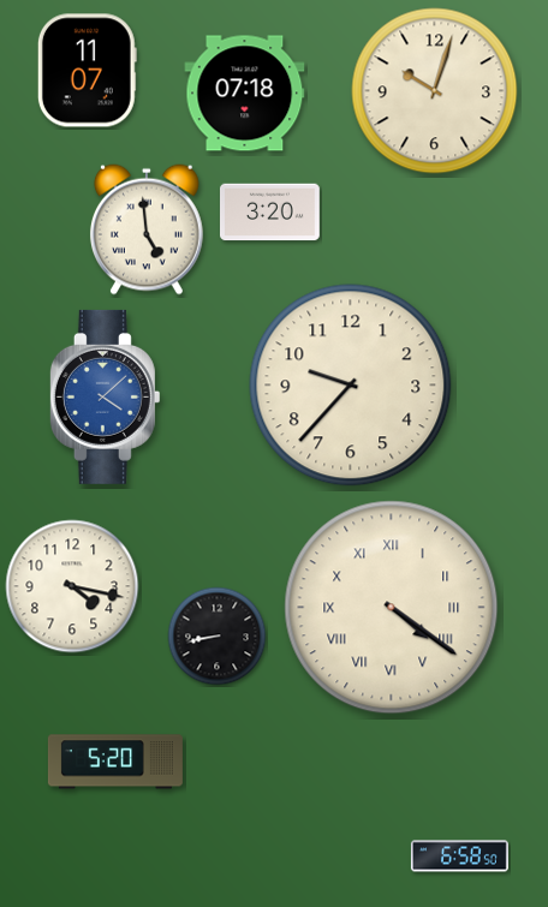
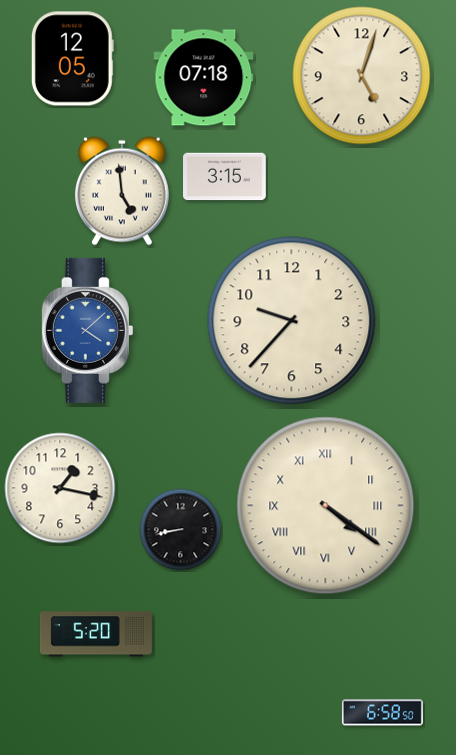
clock at (87, 71): 11:07 -> 12:05
clock at (435, 91): 10:03 -> 5:03
clock at (270, 213): 3:20 -> 3:15
clock at (72, 586): 4:17 -> 1:17
